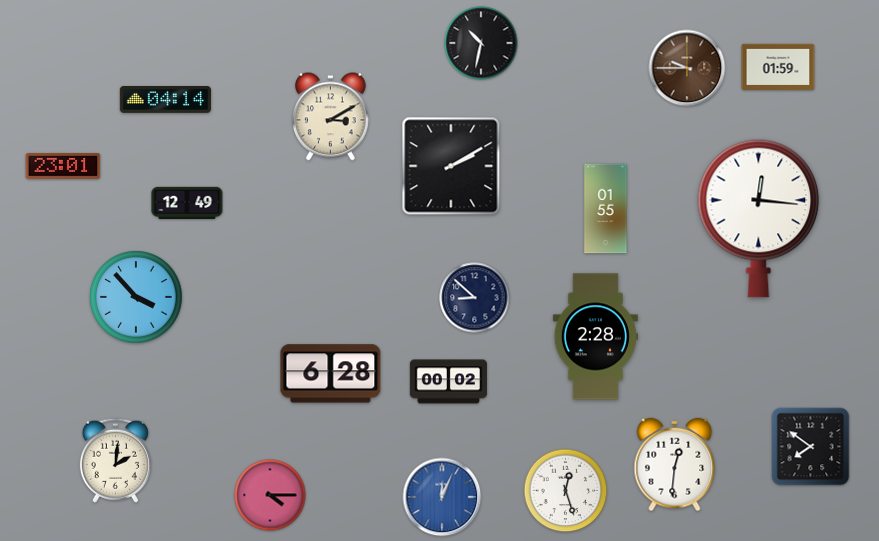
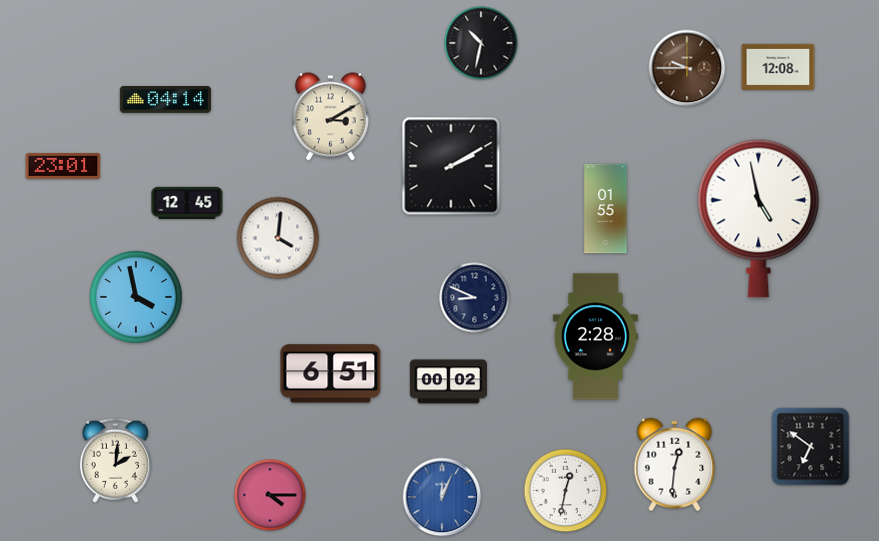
clock at (778, 66): 01:59 -> 12:08
clock at (187, 203): 12:49 -> 12:45
clock at (759, 218): 12:16 -> 4:58
clock at (278, 238): none -> 4:01
clock at (136, 297): 3:53 -> 3:58
clock at (475, 298): 8:52 -> 8:49
clock at (331, 374): 6:28 -> 6:51
clock at (811, 447): 7:51 -> 6:51
clock at (566, 491): 12:27 -> 12:32
